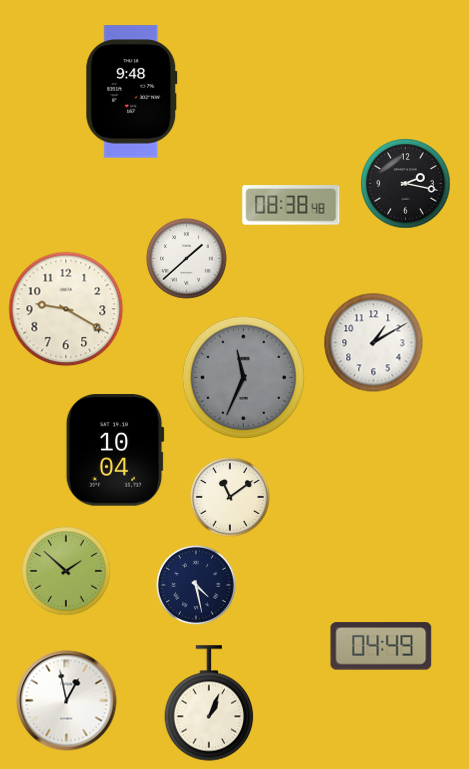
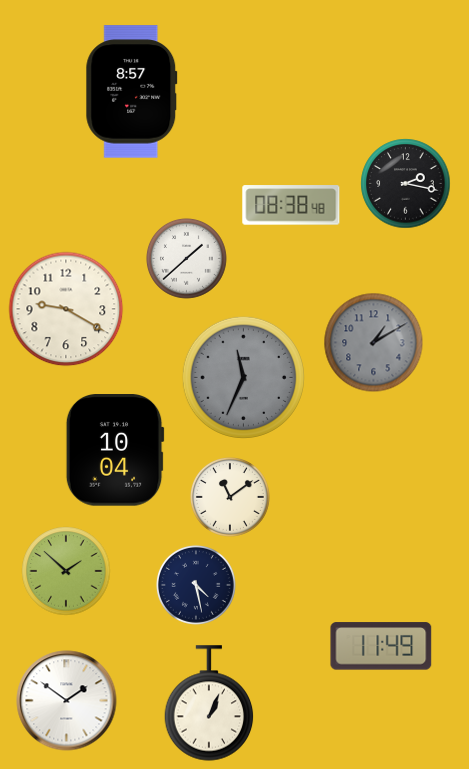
clock at (132, 92): 9:48 -> 8:57
clock at (374, 343) dial: white -> grey
clock at (381, 646): 04:49 -> 11:49
clock at (67, 701): 12:58 -> 1:51
